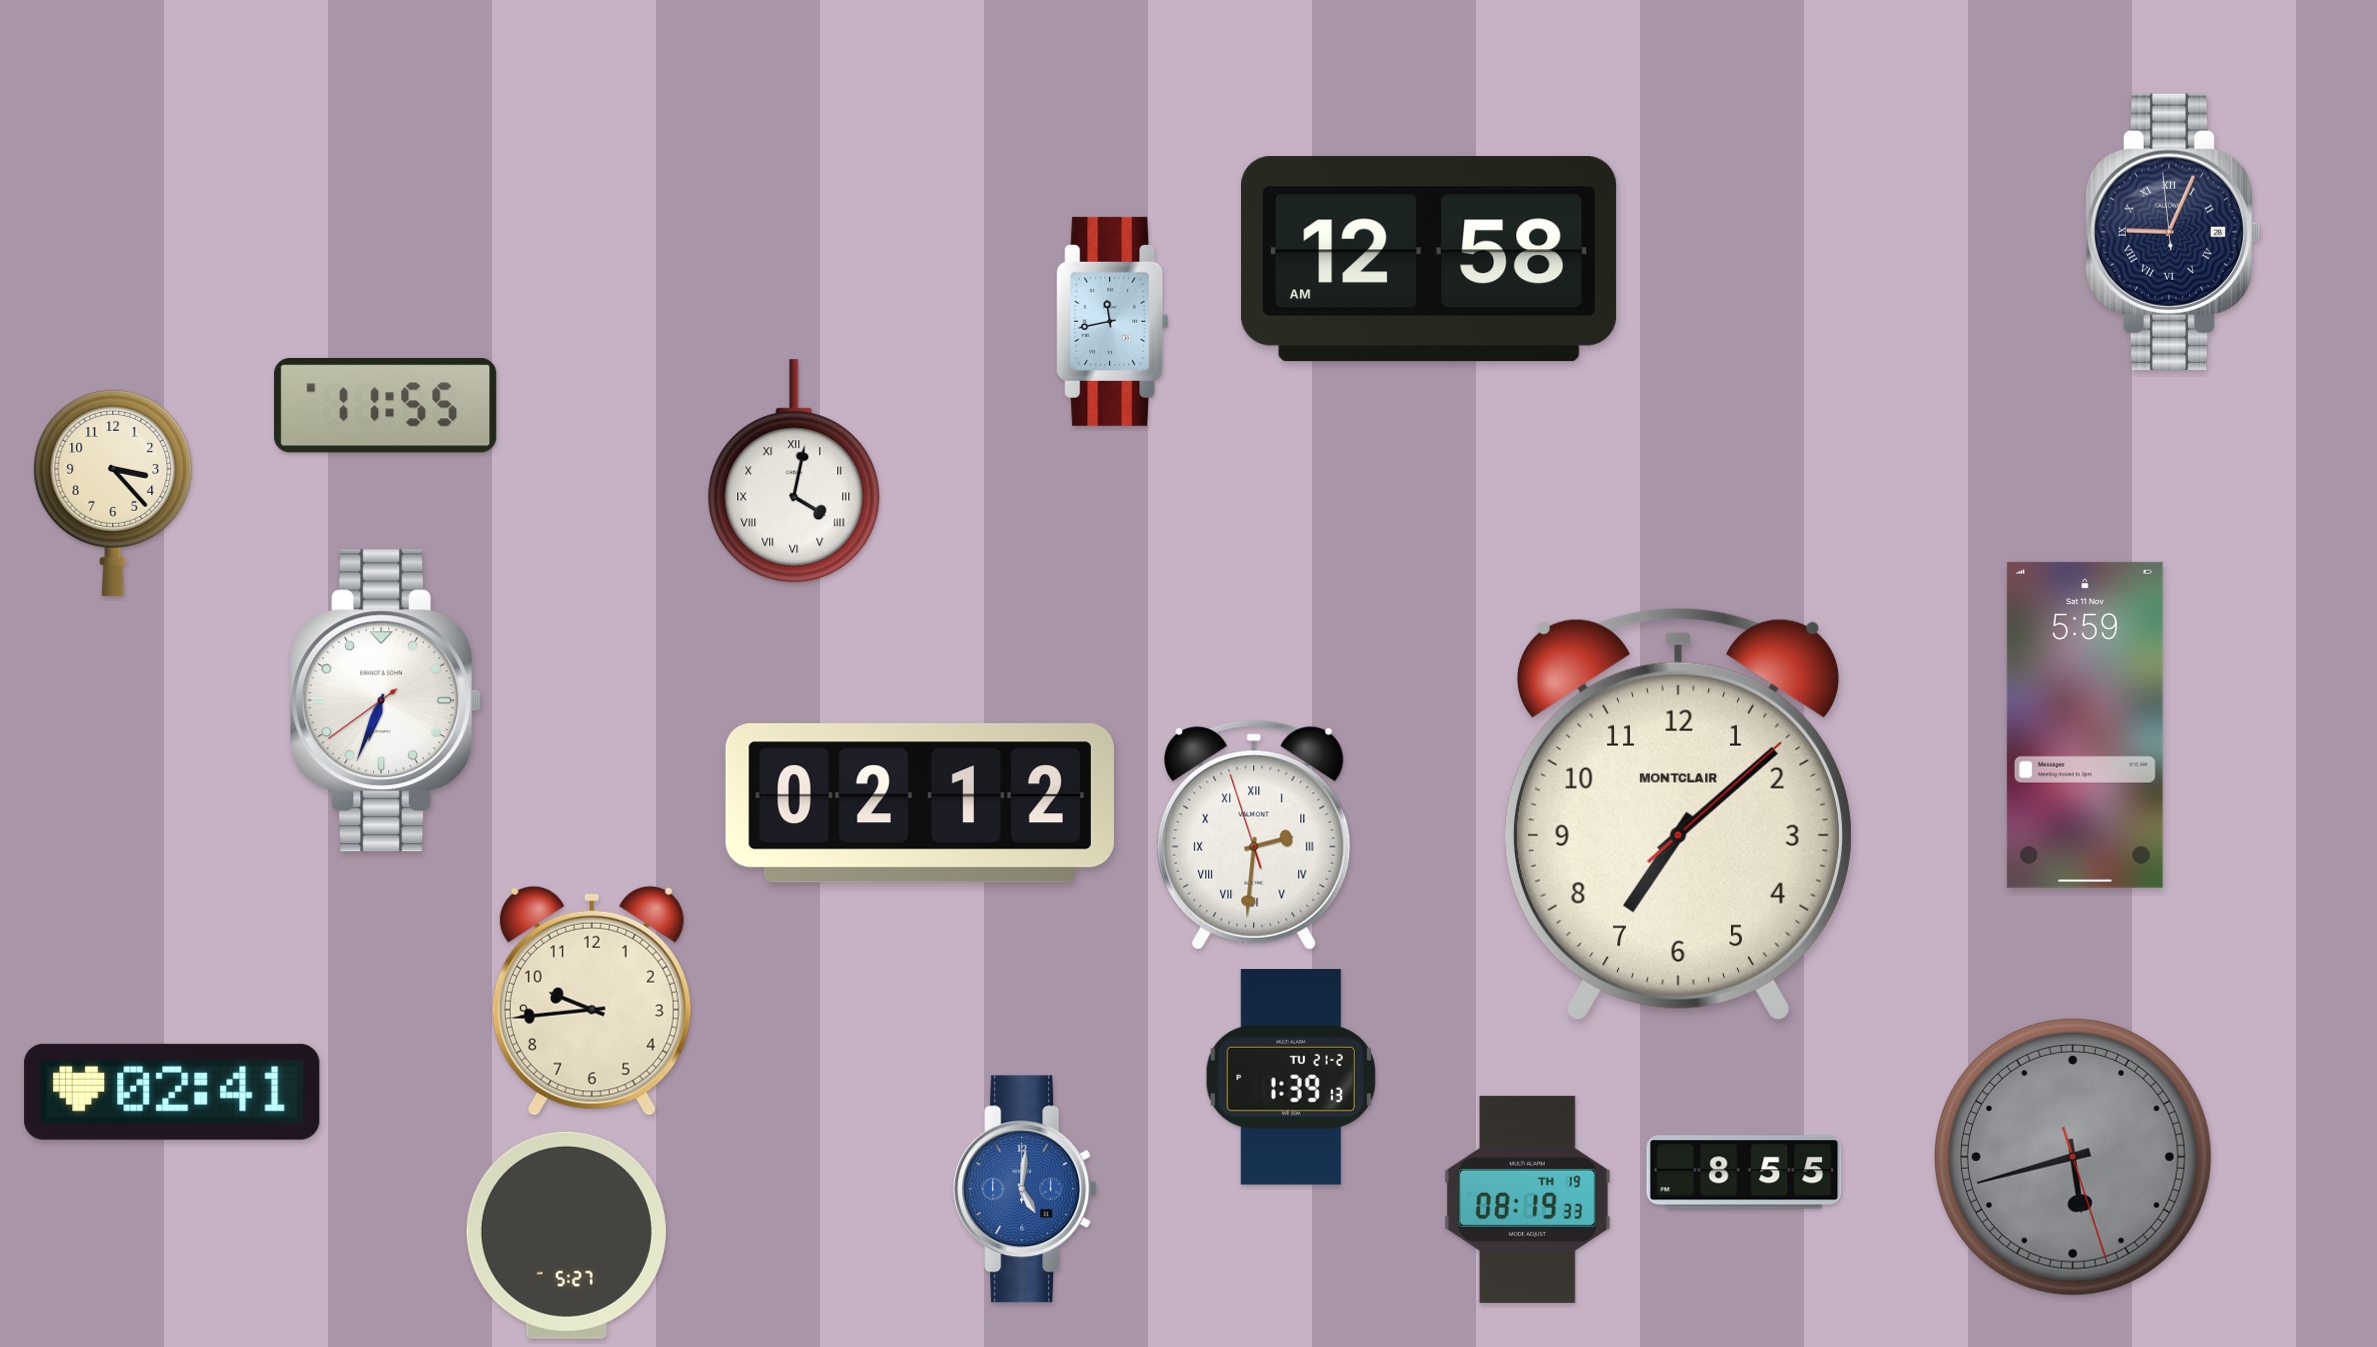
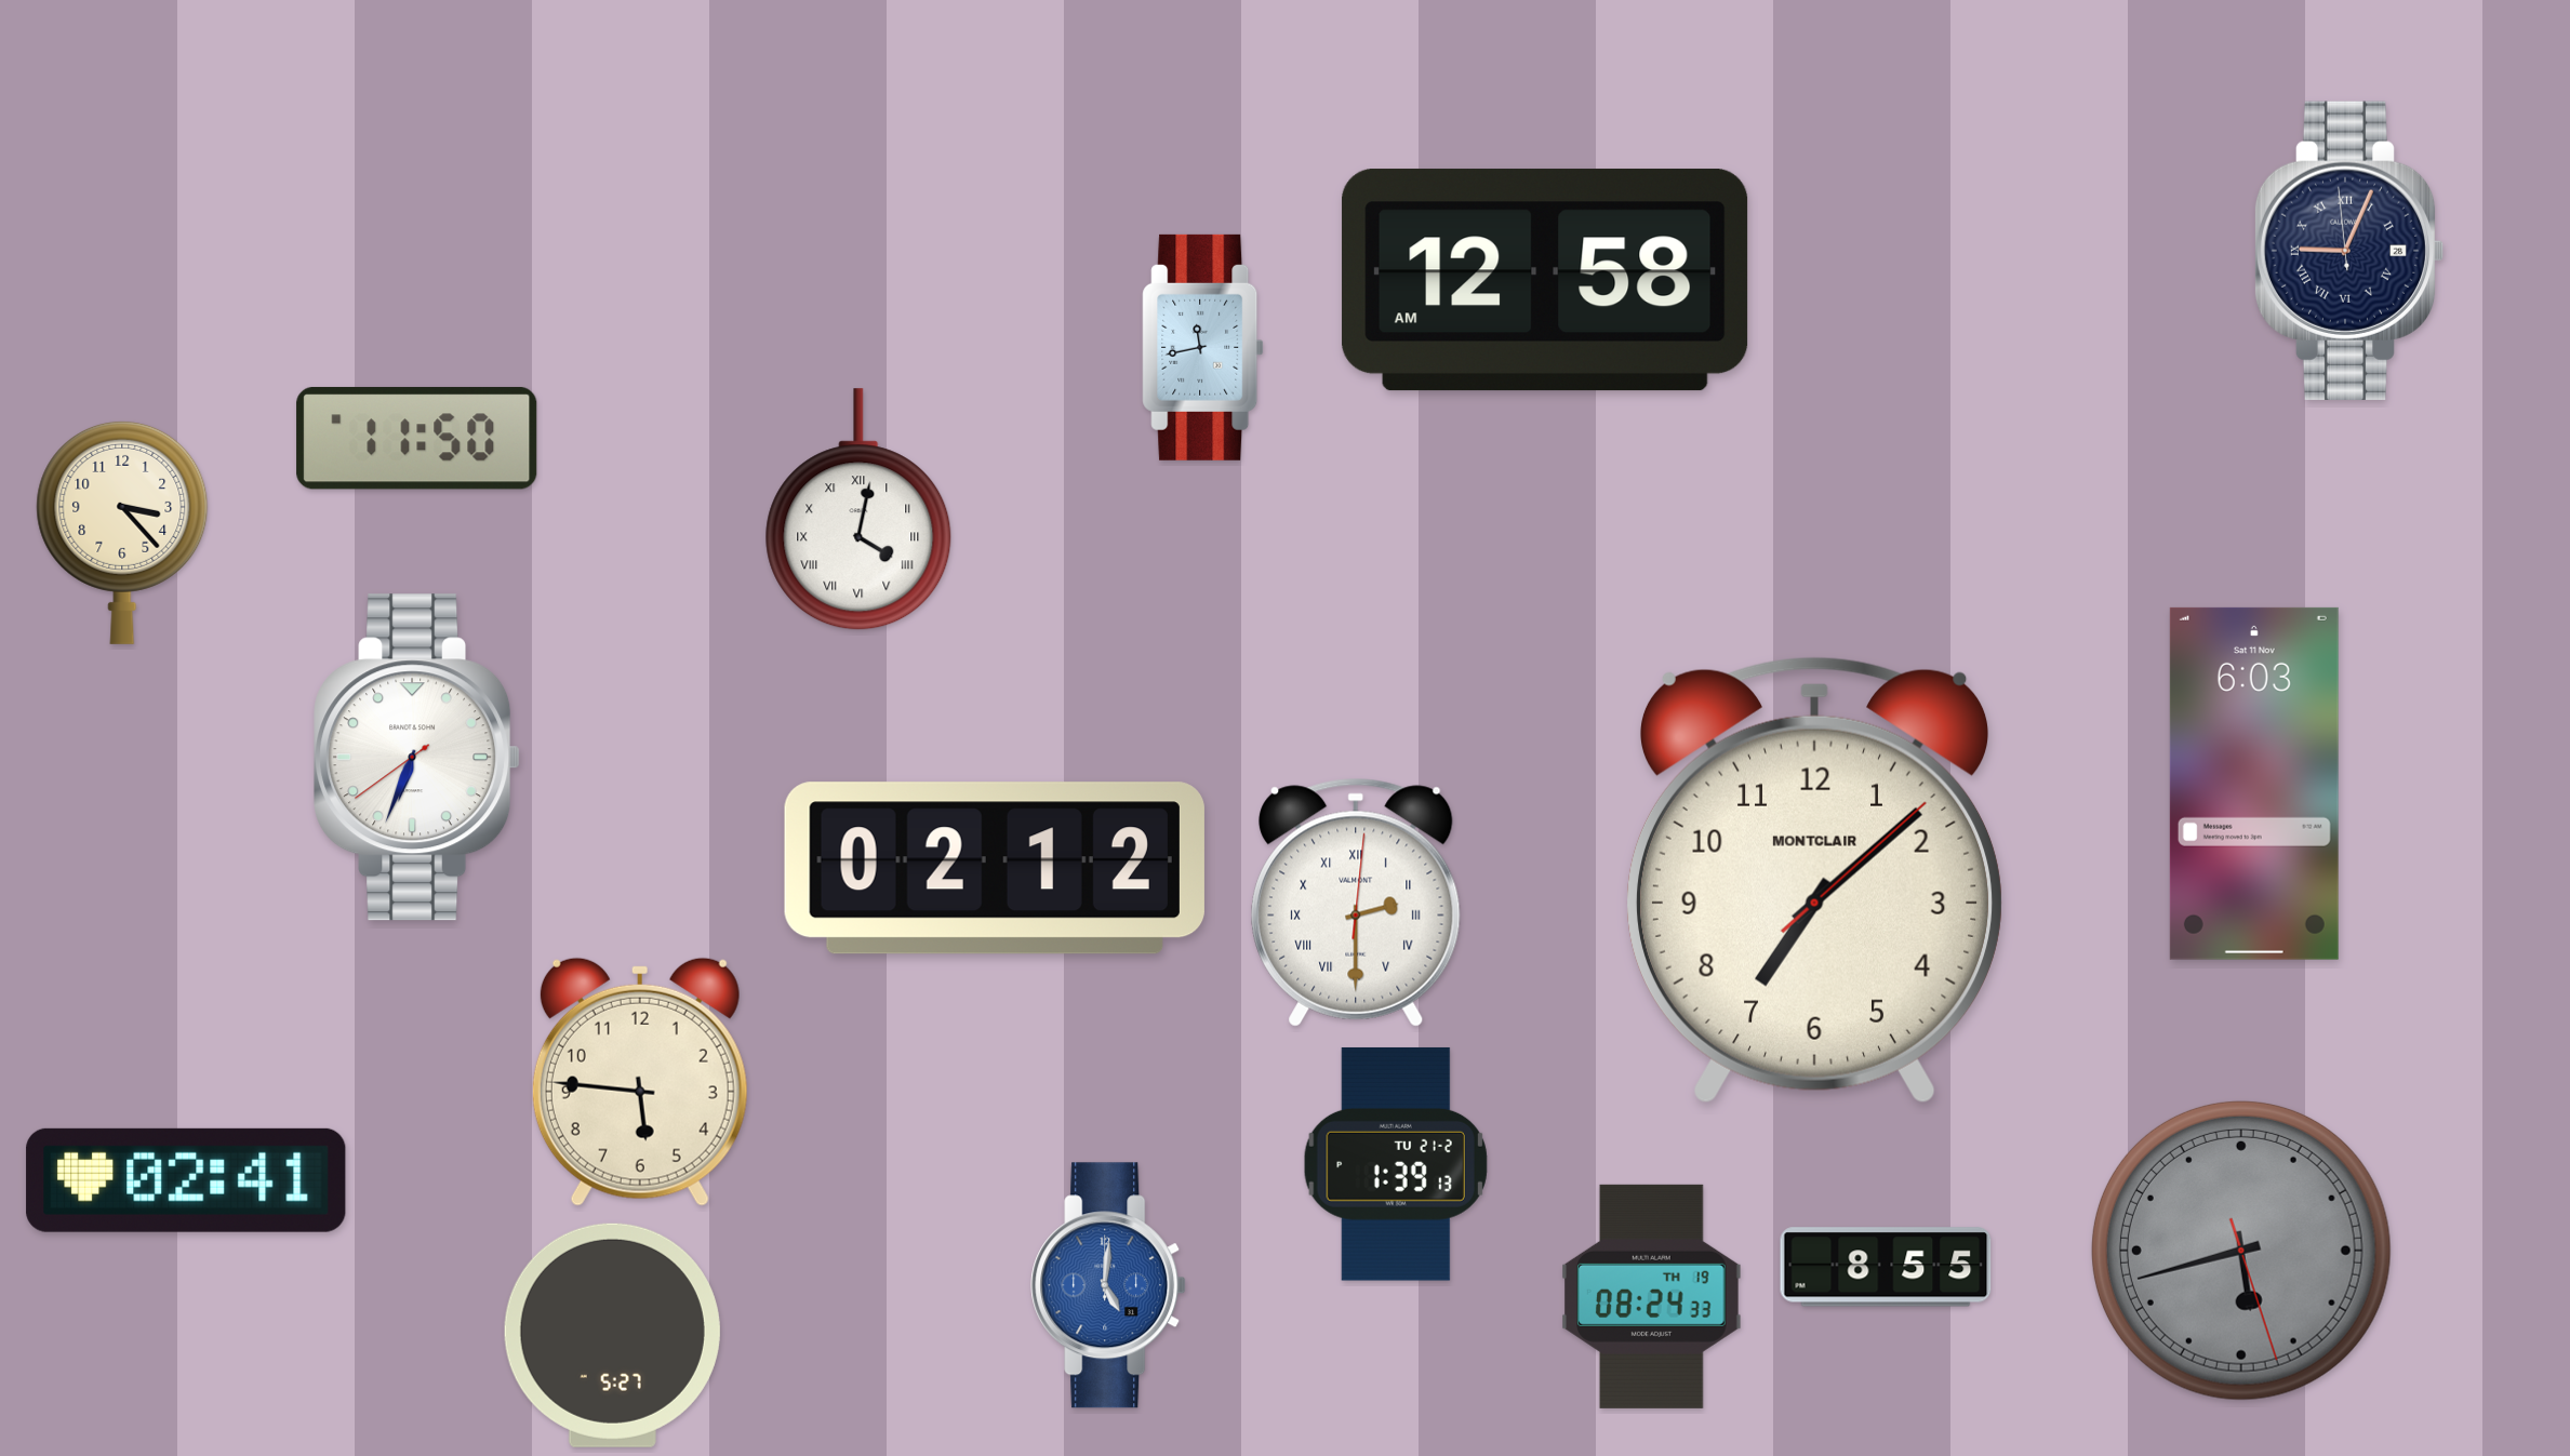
clock at (386, 405): 11:55 -> 11:50
clock at (2085, 725): 5:59 -> 6:03
clock at (1254, 835): 2:30:57 -> 2:30:01
clock at (592, 1001): 9:44 -> 5:46
clock at (1528, 1199): 08:19 -> 08:24
